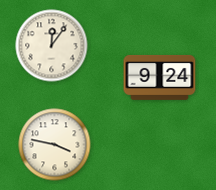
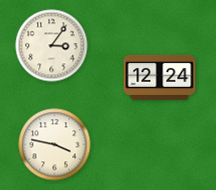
clock at (52, 46): 12:06 -> 3:06
clock at (160, 77): 9:24 -> 12:24
